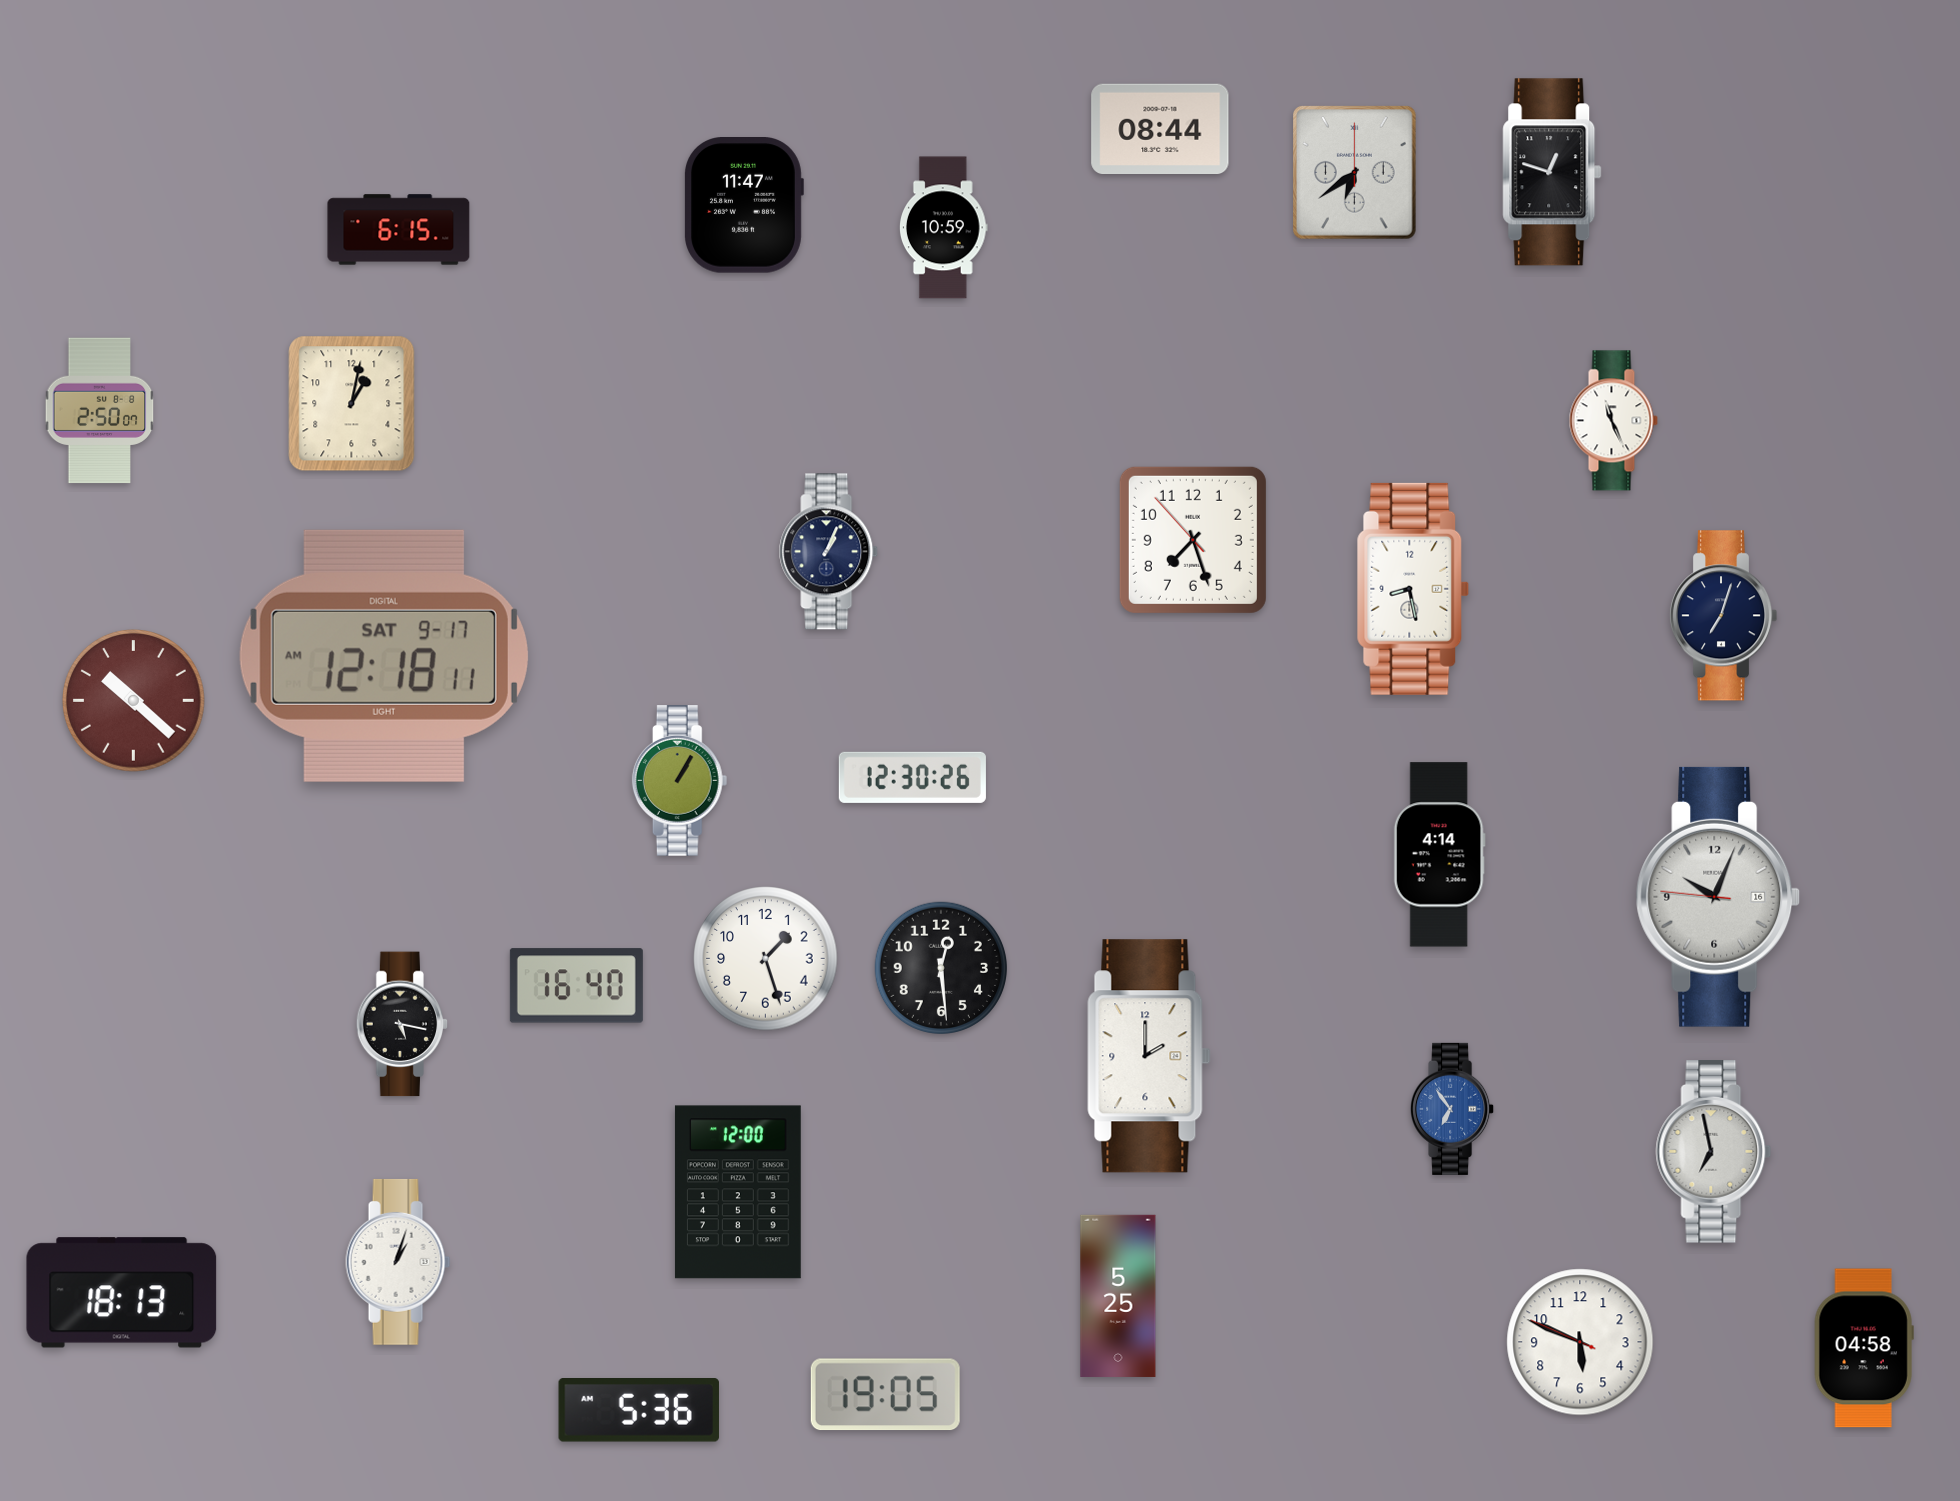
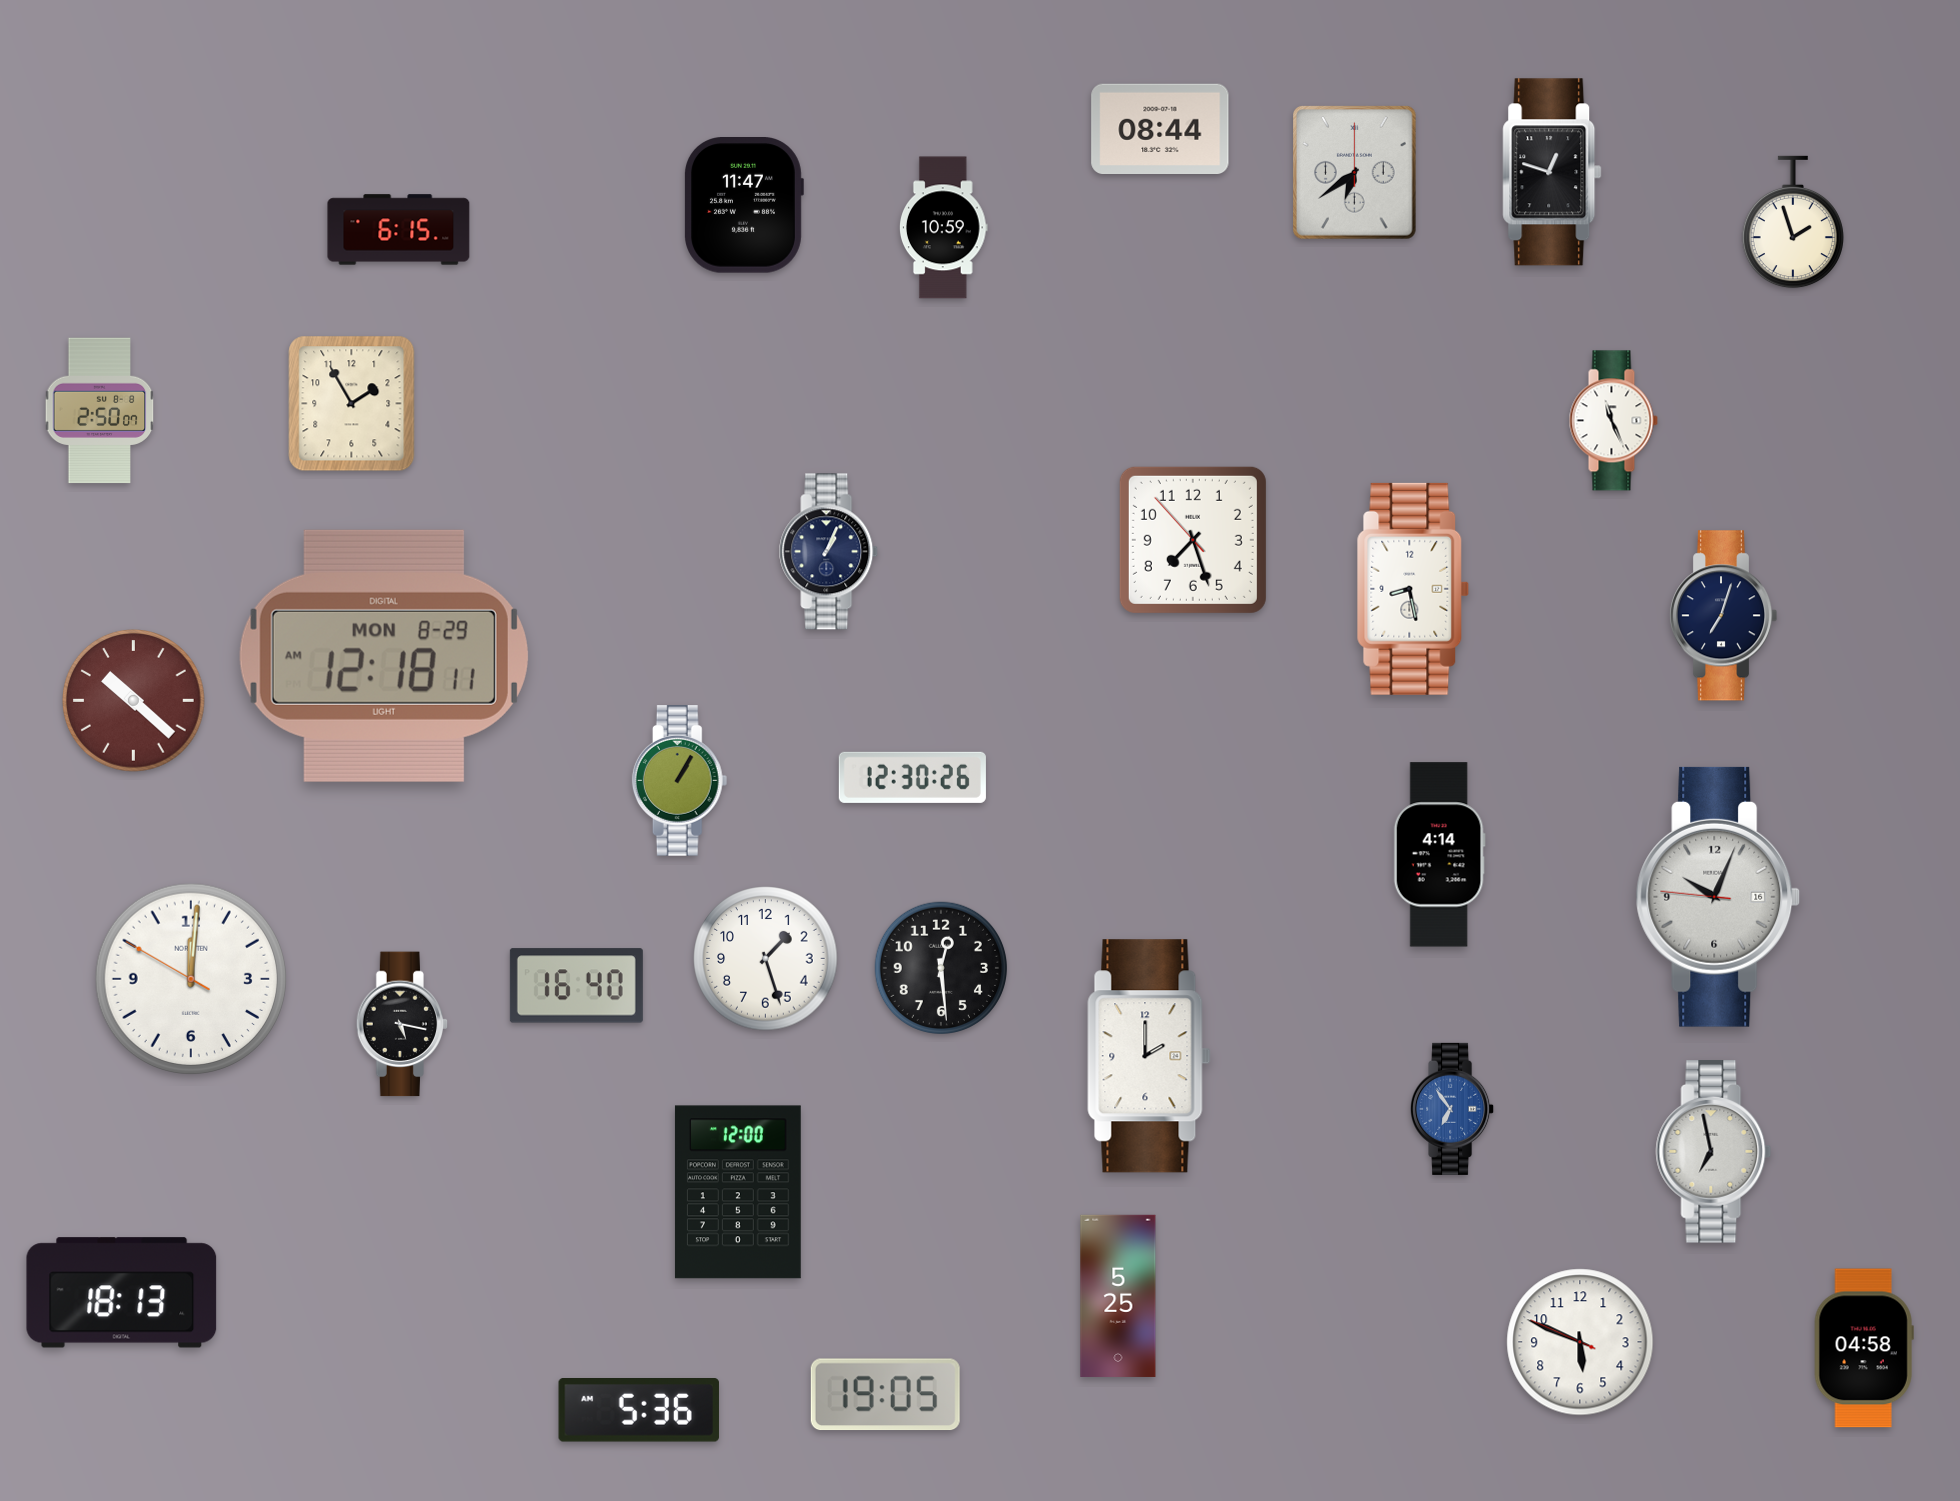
clock at (1793, 222): none -> 1:57
clock at (352, 404): 1:02 -> 1:55
clock at (384, 656) date: SAT 9-17 -> MON 8-29
clock at (190, 978): none -> 12:00
clock at (398, 1262): 1:03 -> none
